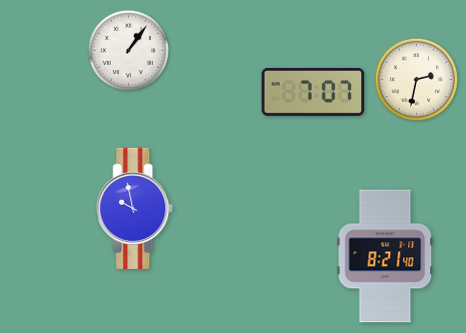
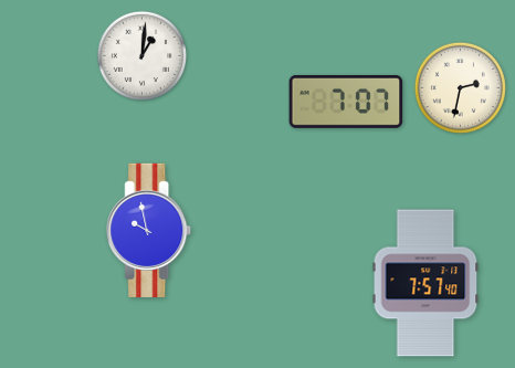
clock at (128, 50): 1:06 -> 1:01
clock at (385, 256): 8:21 -> 7:57
